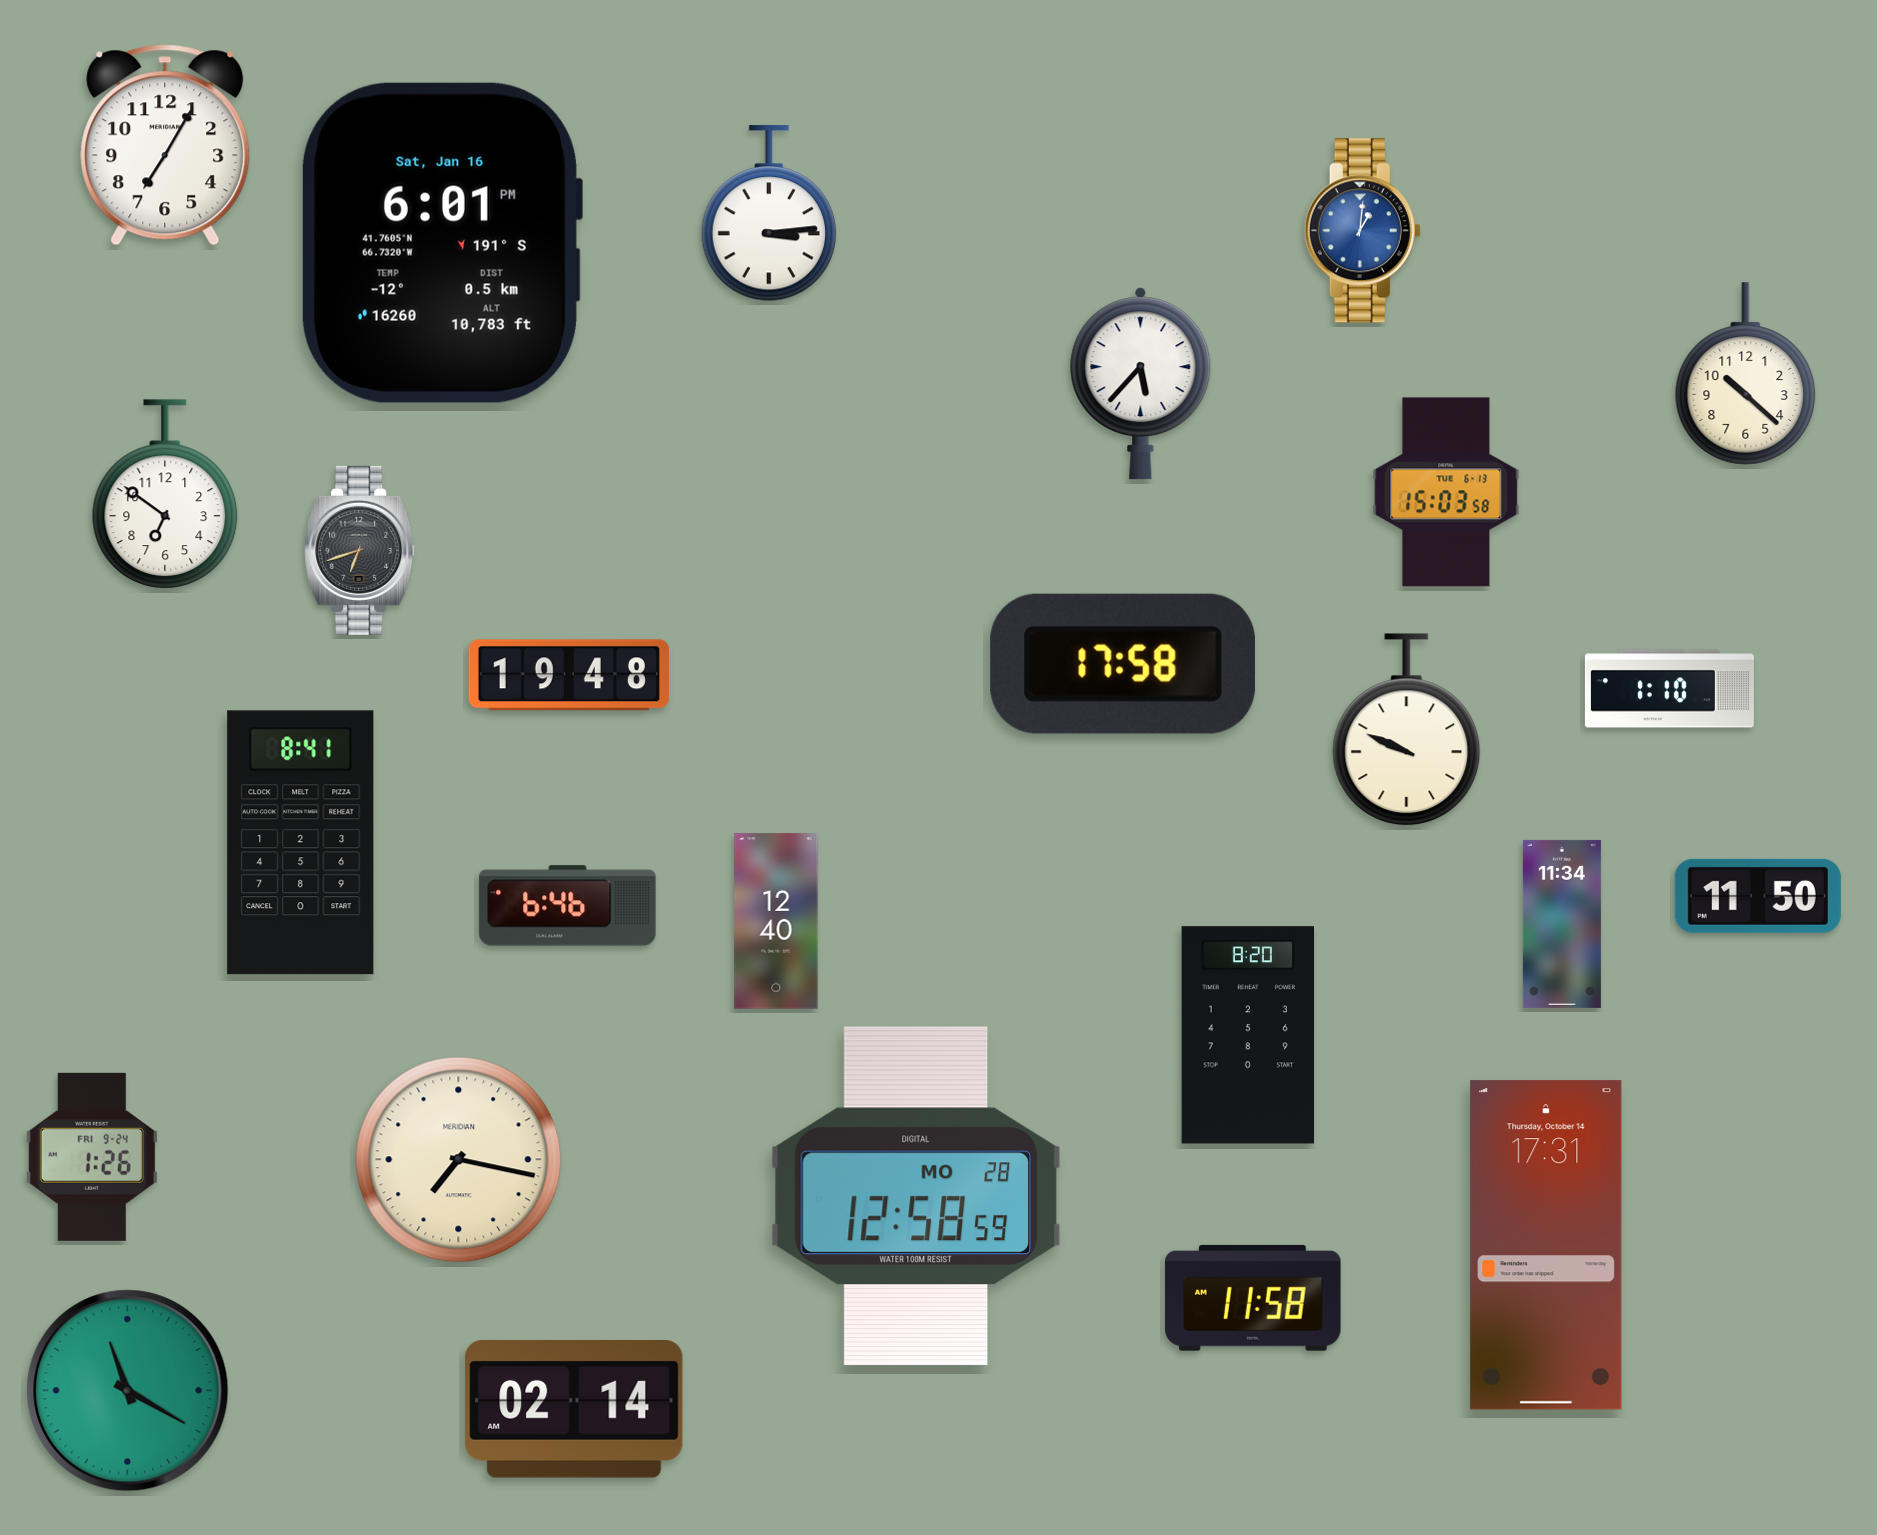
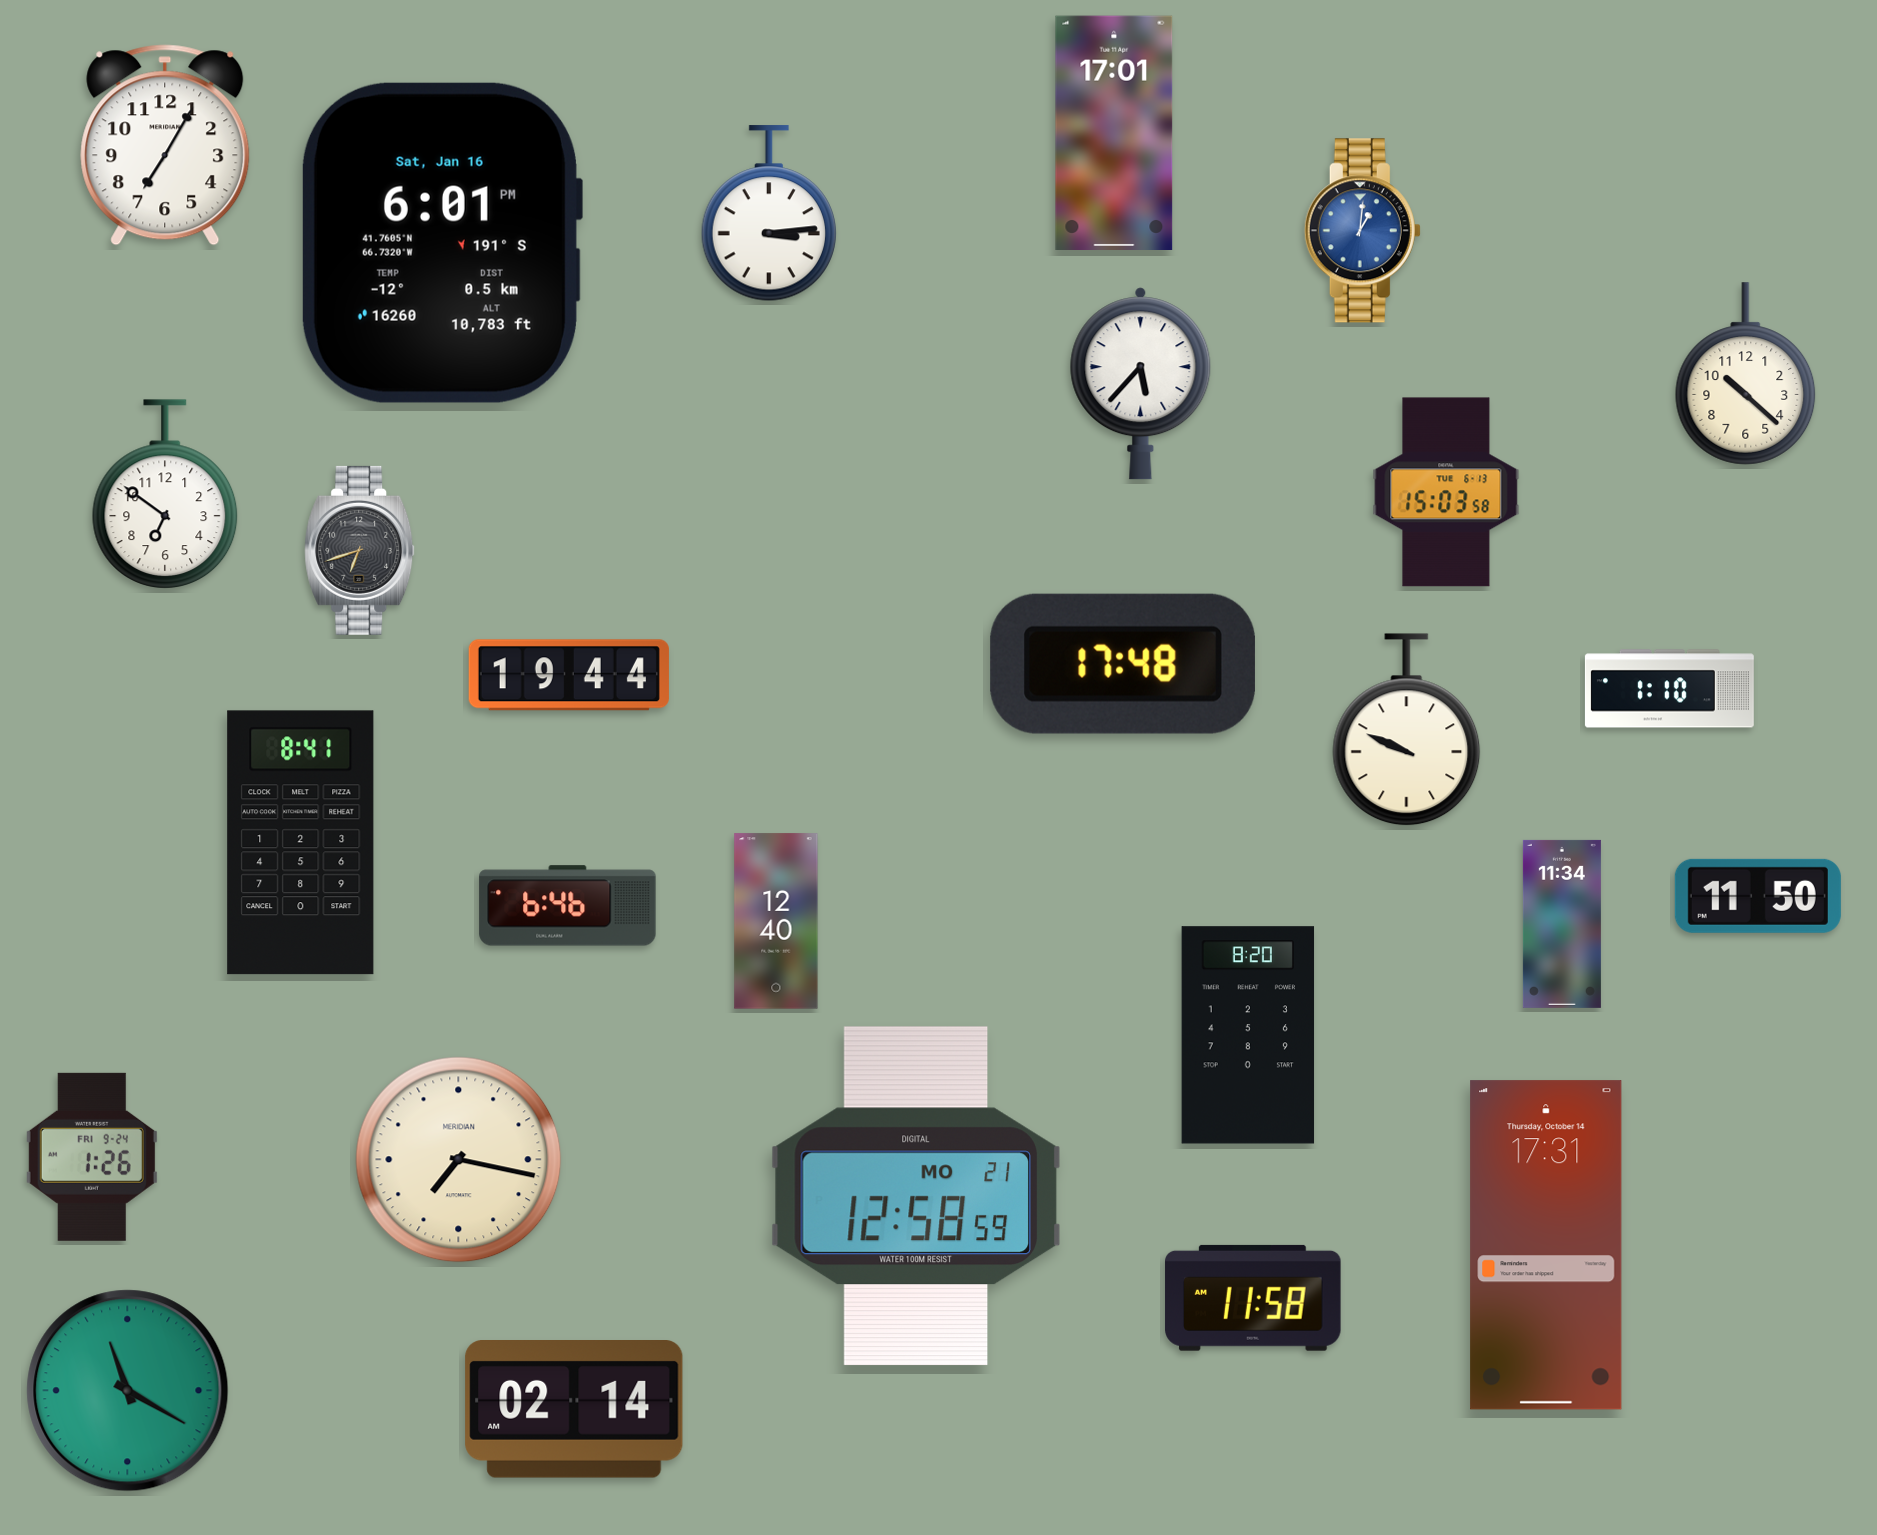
clock at (1114, 132): none -> 17:01
clock at (1123, 664): 17:58 -> 17:48
clock at (569, 675): 19:48 -> 19:44
clock at (916, 1196) date: MO 28 -> MO 21
